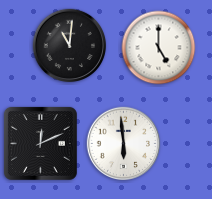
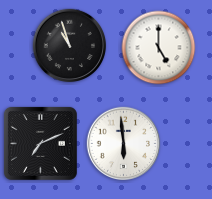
clock at (70, 46): 11:01 -> 10:57
clock at (40, 143): 12:11 -> 7:11
